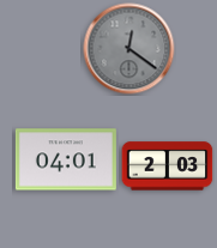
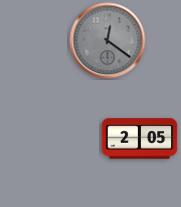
clock at (66, 159): 04:01 -> none
clock at (168, 167): 2:03 -> 2:05
